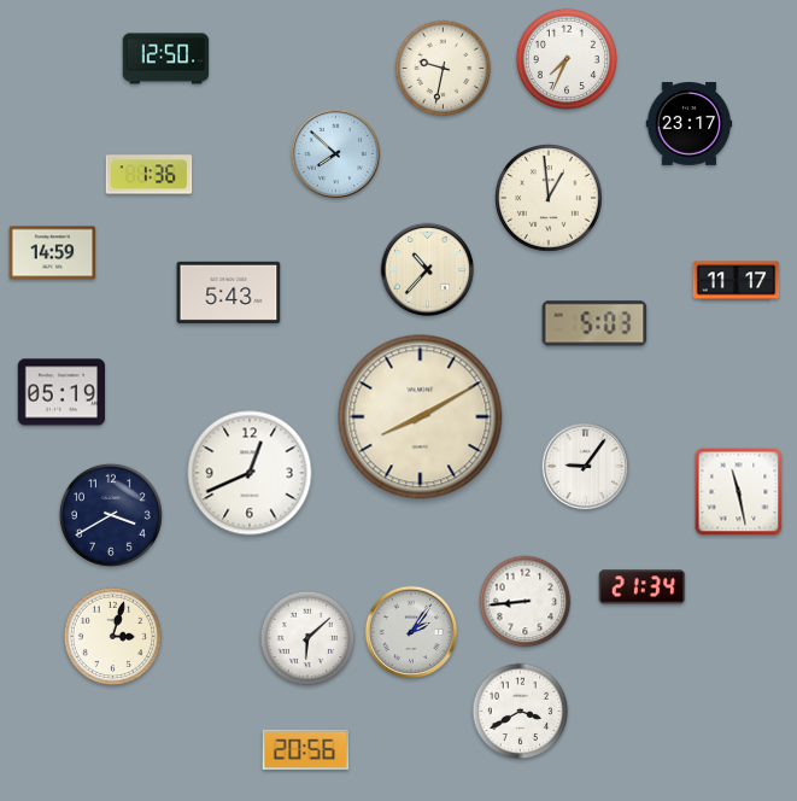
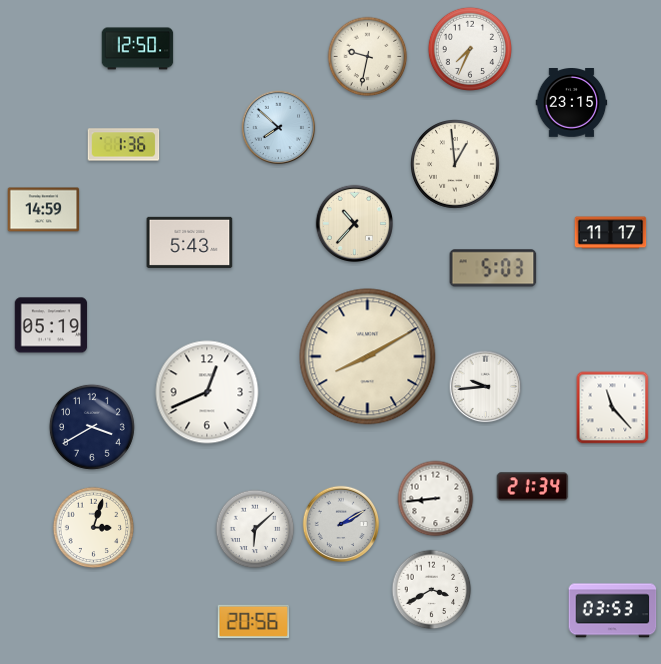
clock at (690, 124): 23:17 -> 23:15
clock at (421, 417) position: (421, 417) -> (368, 357)
clock at (586, 467): 9:06 -> 9:44
clock at (739, 492): 11:28 -> 11:23
clock at (411, 632): 2:06 -> 2:10
clock at (613, 611): none -> 03:53
